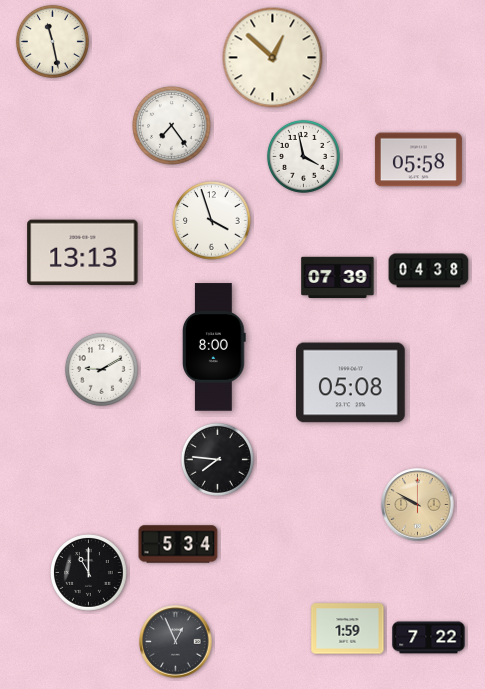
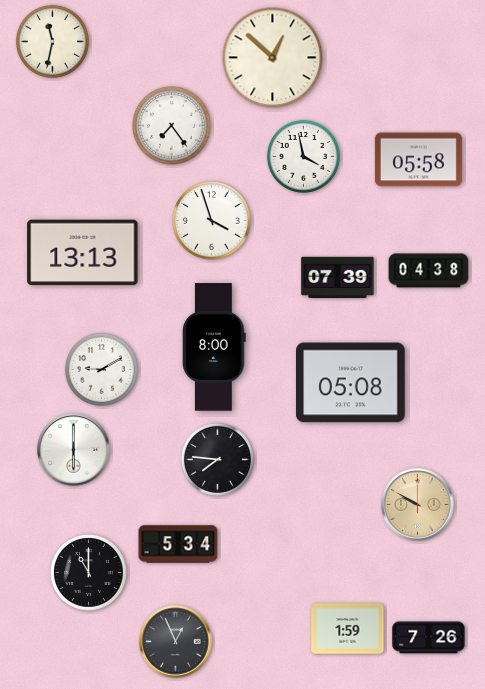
clock at (52, 41): 11:28 -> 11:32
clock at (74, 450): none -> 6:00
clock at (429, 638): 7:22 -> 7:26
